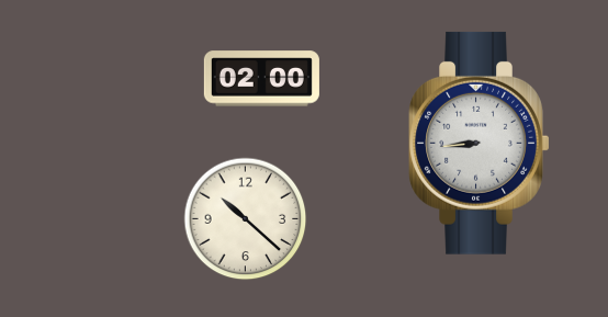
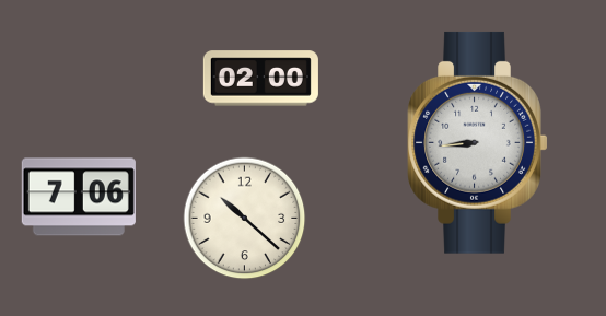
clock at (79, 197): none -> 7:06
